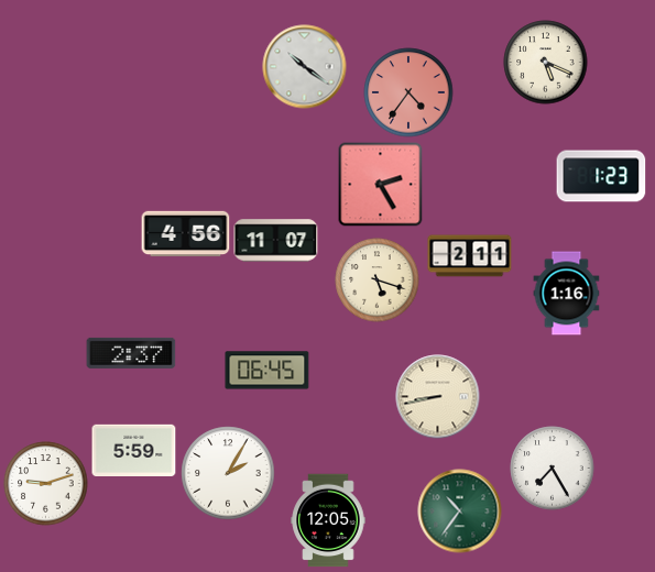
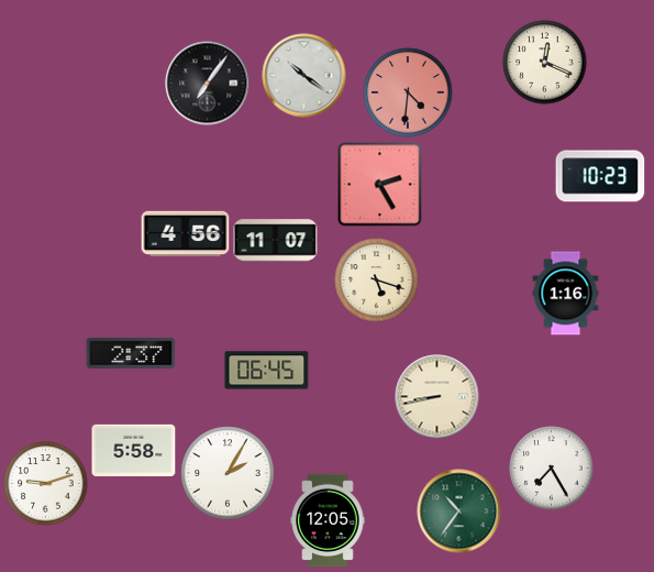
clock at (546, 63): 5:19 -> 12:19
clock at (305, 67) position: (305, 67) -> (304, 76)
clock at (208, 84): none -> 7:06
clock at (408, 92): 4:36 -> 4:31
clock at (601, 176): 1:23 -> 10:23
clock at (470, 256): 2:11 -> none
clock at (134, 451): 5:59 -> 5:58
